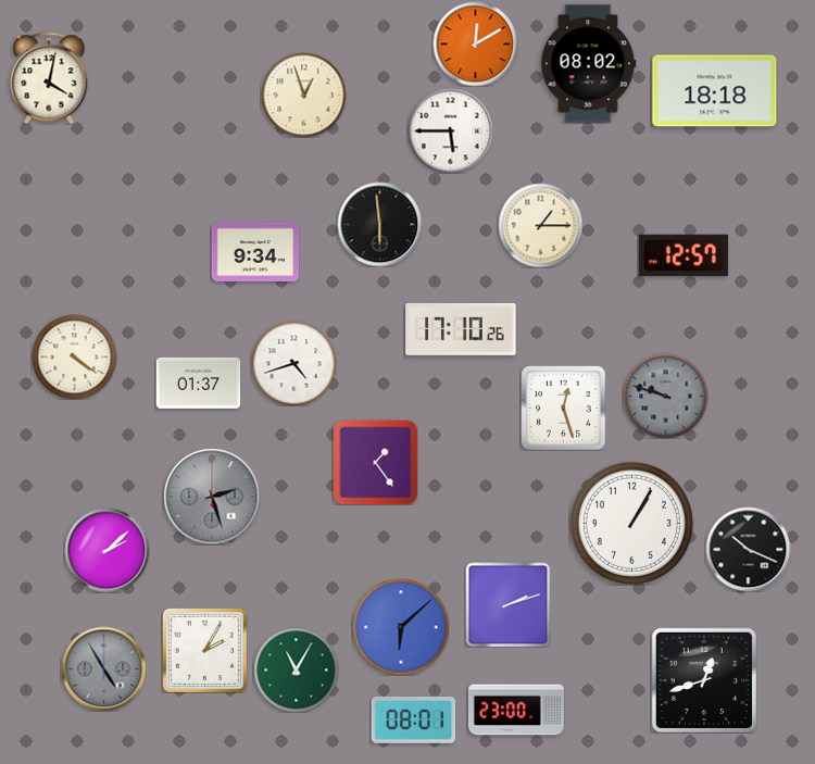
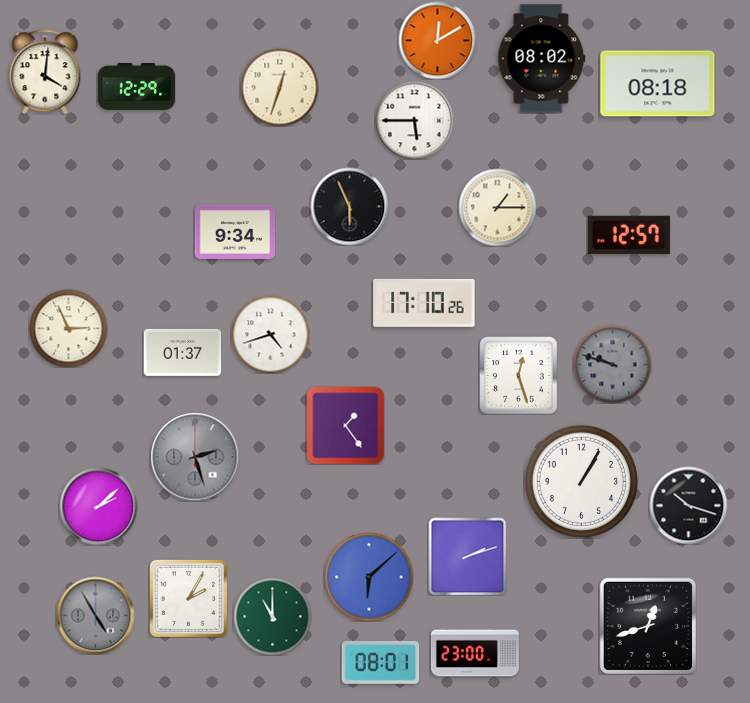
clock at (49, 78): 4:02 -> 4:01
clock at (715, 91): 18:18 -> 08:18
clock at (136, 86): none -> 12:29
clock at (303, 95): 12:57 -> 12:33
clock at (379, 224): 5:59 -> 5:56
clock at (74, 356): 4:21 -> 2:56
clock at (748, 549): 10:19 -> 10:18
clock at (296, 669): 11:05 -> 11:00
